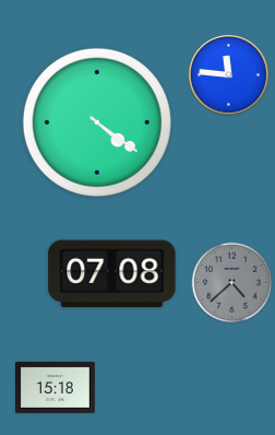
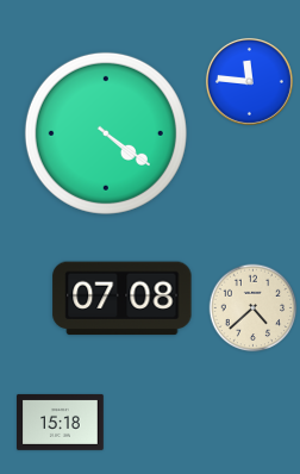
clock at (232, 283) dial: grey -> cream
